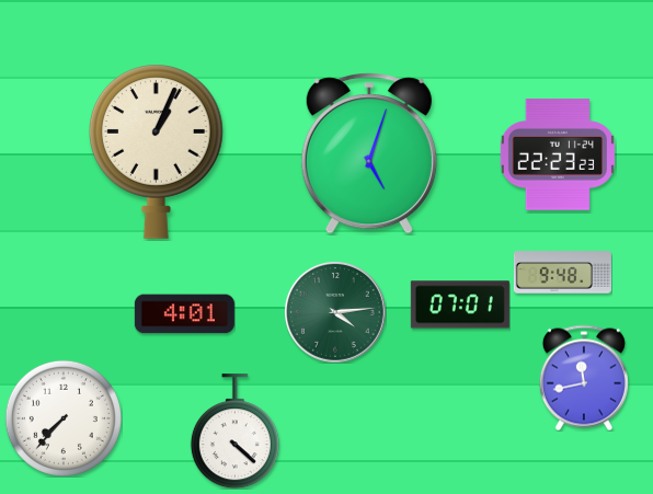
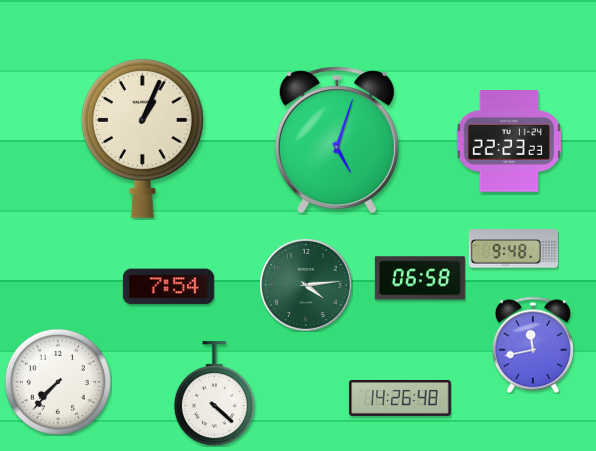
clock at (460, 305): 07:01 -> 06:58
clock at (184, 314): 4:01 -> 7:54
clock at (400, 399): none -> 14:26
